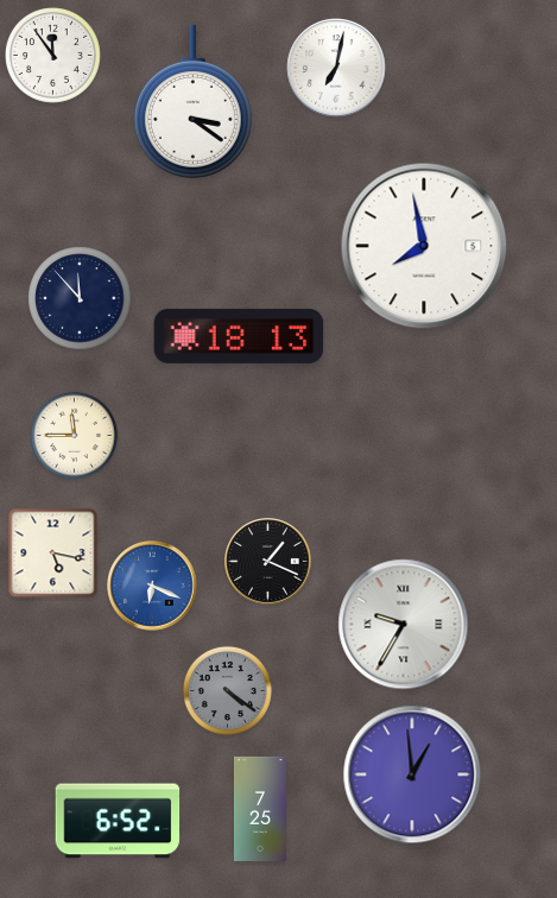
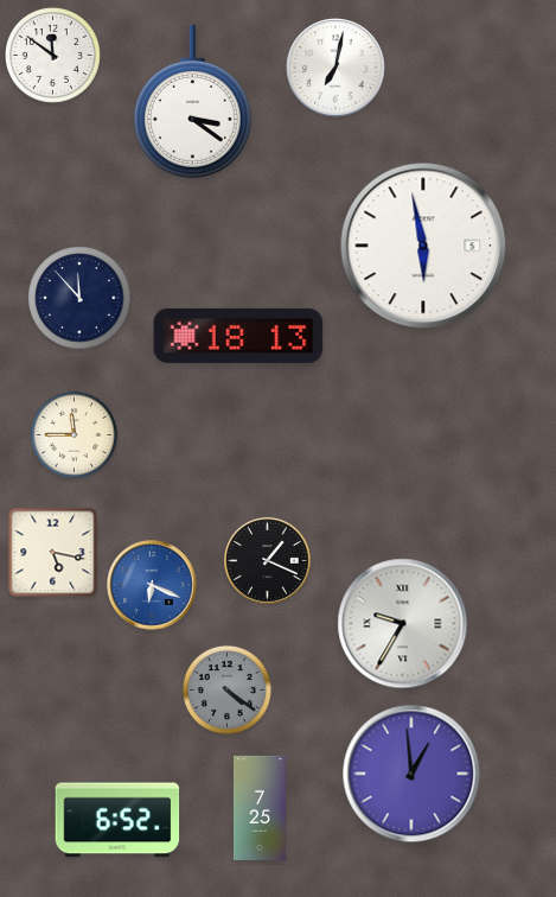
clock at (53, 56): 11:54 -> 11:51
clock at (424, 246): 7:58 -> 5:58
